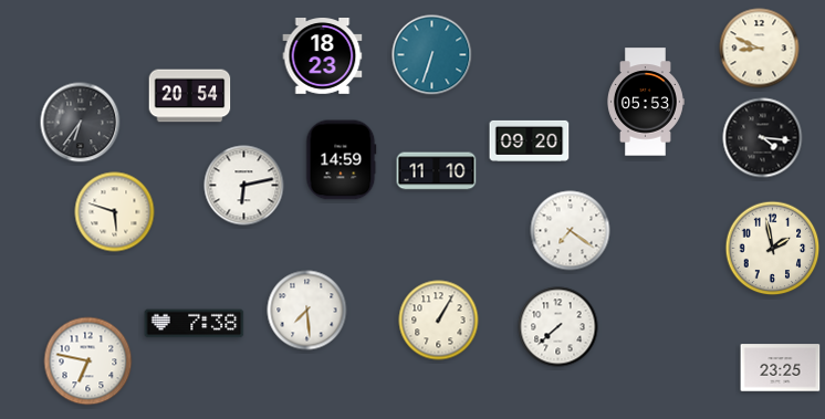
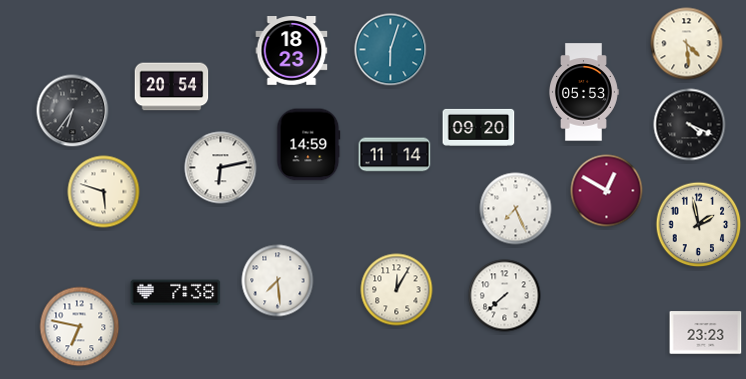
clock at (760, 49): 8:49 -> 4:29
clock at (432, 55): 6:33 -> 6:03
clock at (763, 138): 4:16 -> 4:19
clock at (437, 171): 11:10 -> 11:14
clock at (607, 191): none -> 12:50
clock at (571, 231): 7:21 -> 7:26
clock at (439, 321): 1:05 -> 12:05
clock at (781, 368): 23:25 -> 23:23
